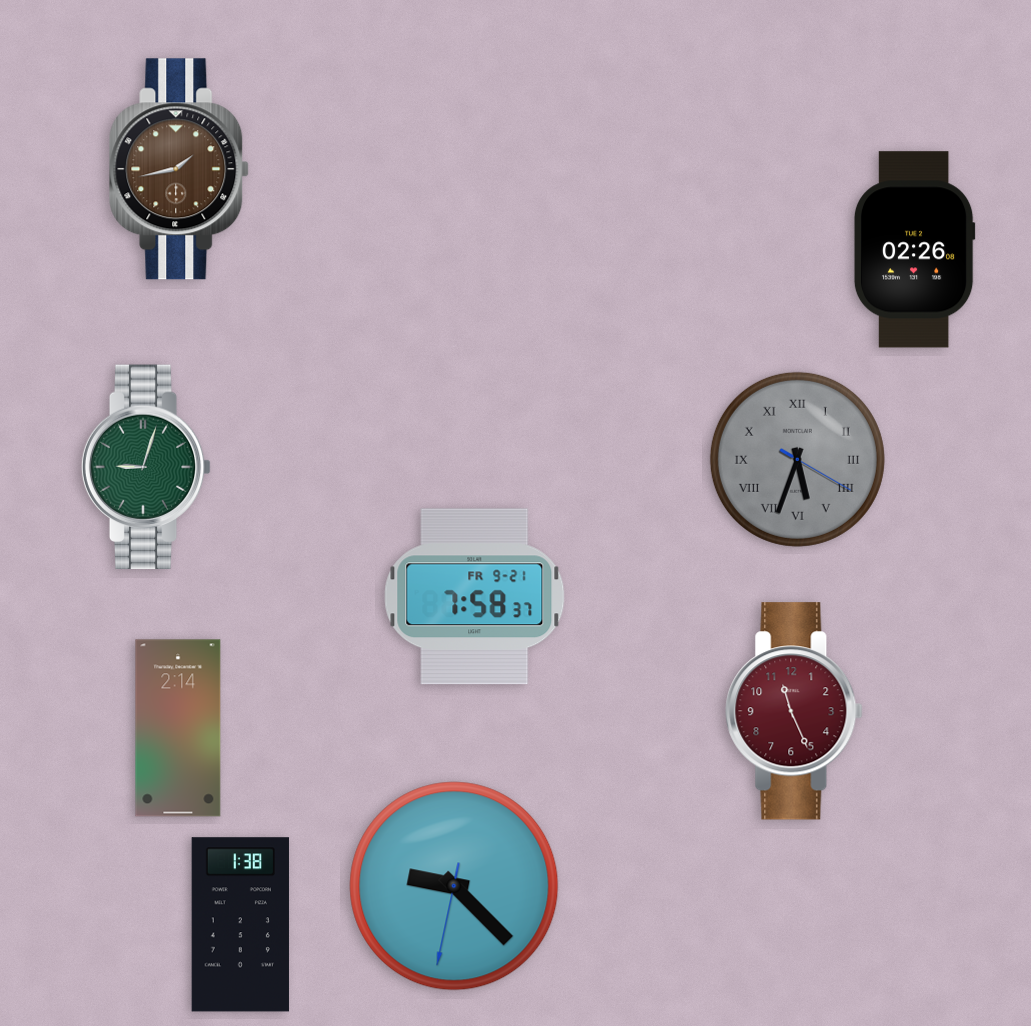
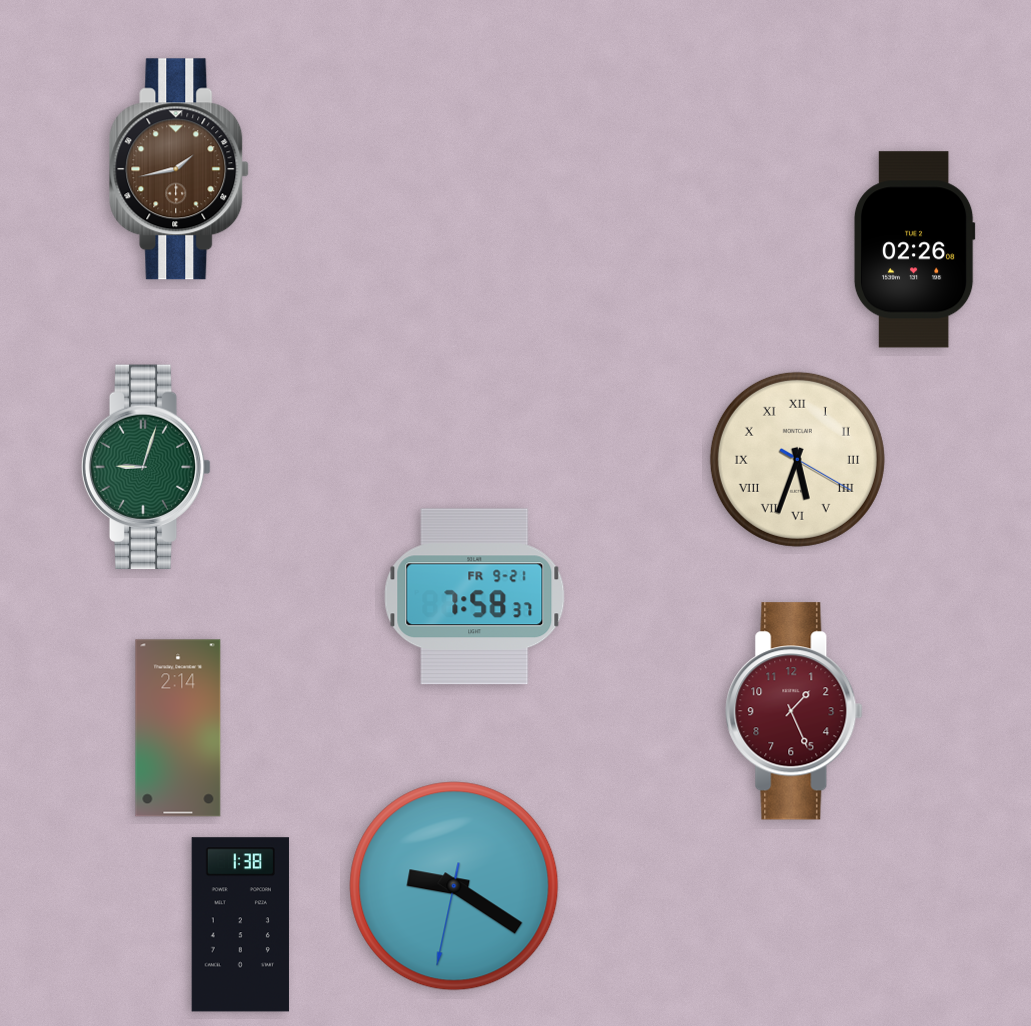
clock at (797, 459) dial: grey -> cream
clock at (794, 711): 11:26 -> 1:26
clock at (454, 886): 9:22 -> 9:20
